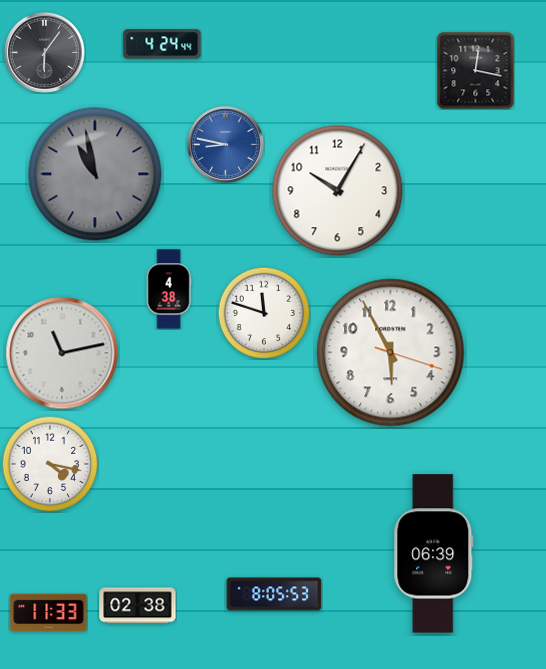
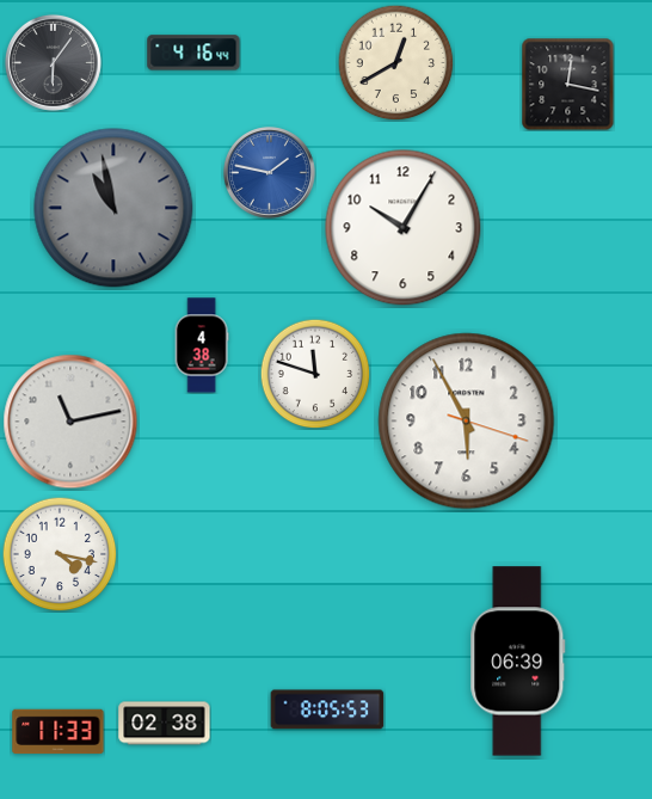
clock at (162, 44): 4:24 -> 4:16
clock at (395, 62): none -> 12:40
clock at (226, 145): 8:47 -> 1:47
clock at (62, 353) position: (62, 353) -> (70, 422)
